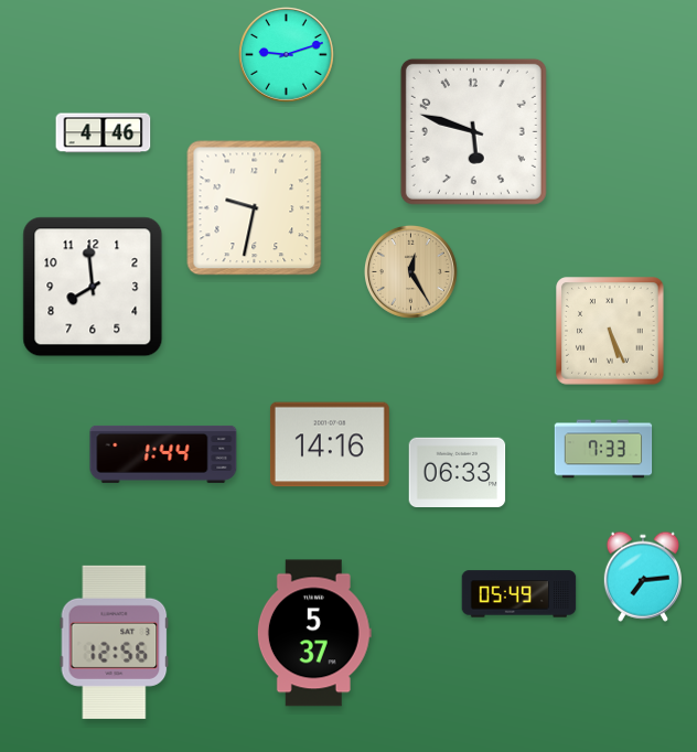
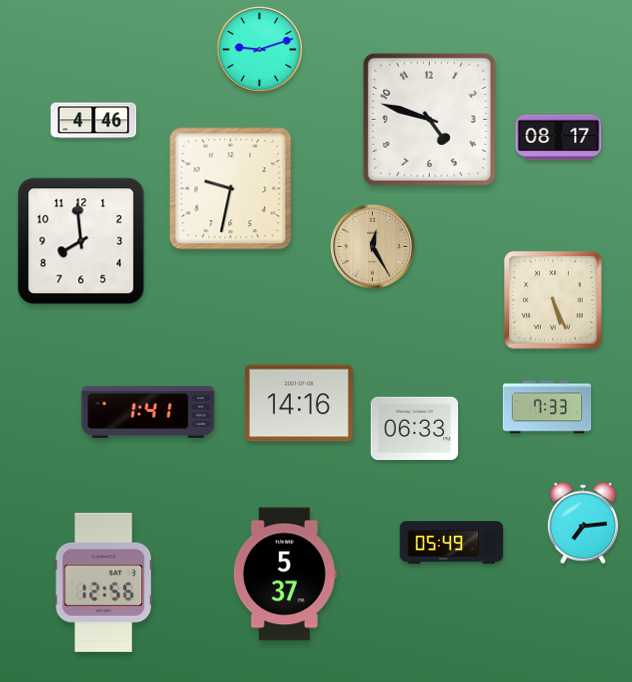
clock at (473, 131): 5:48 -> 4:48
clock at (559, 138): none -> 08:17
clock at (93, 287) position: (93, 287) -> (81, 241)
clock at (163, 454): 1:44 -> 1:41
clock at (519, 594) position: (519, 594) -> (452, 543)
